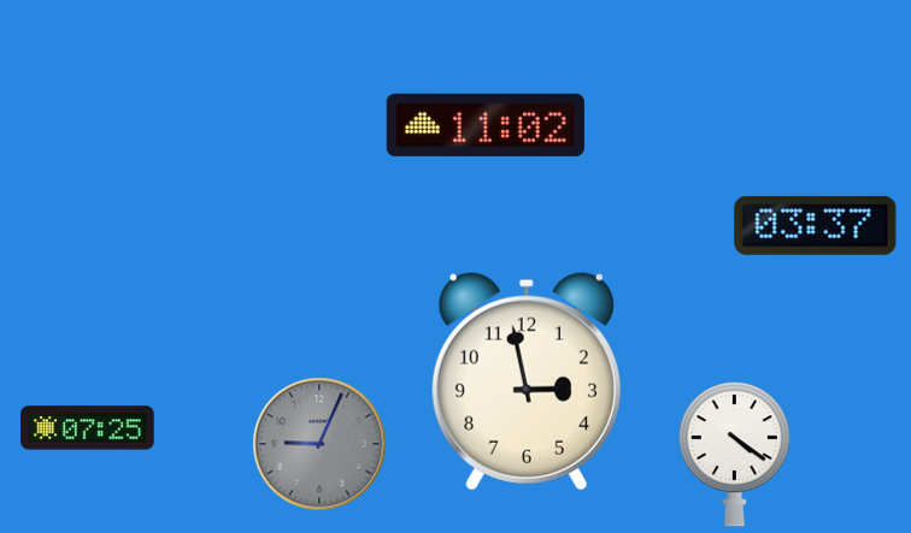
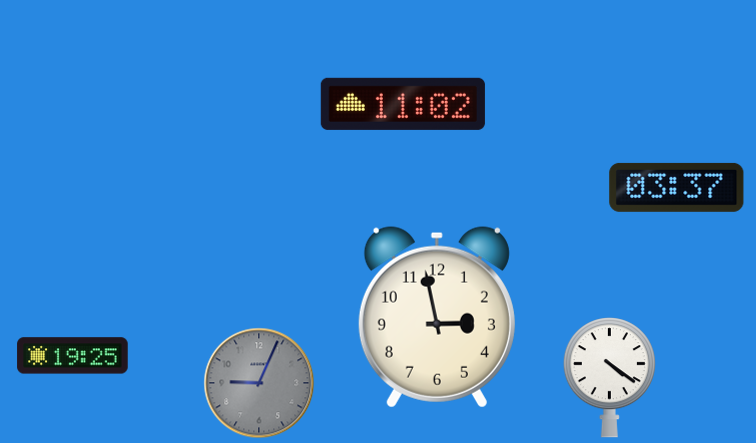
clock at (88, 428): 07:25 -> 19:25
clock at (319, 444) position: (319, 444) -> (259, 383)
